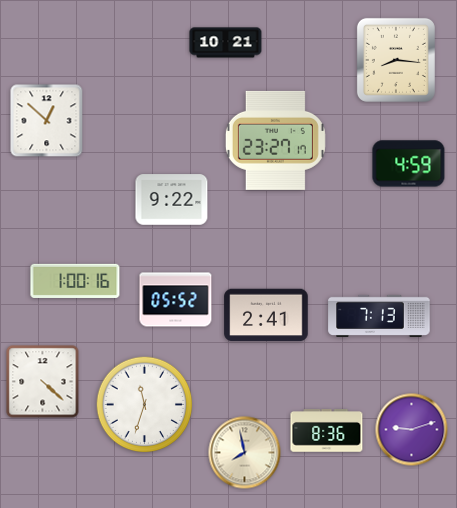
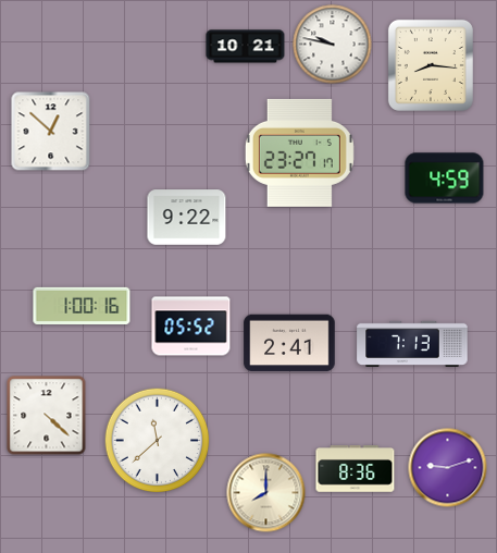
clock at (333, 45): none -> 9:47
clock at (145, 405): 11:33 -> 11:38
clock at (245, 453): 7:58 -> 8:00
